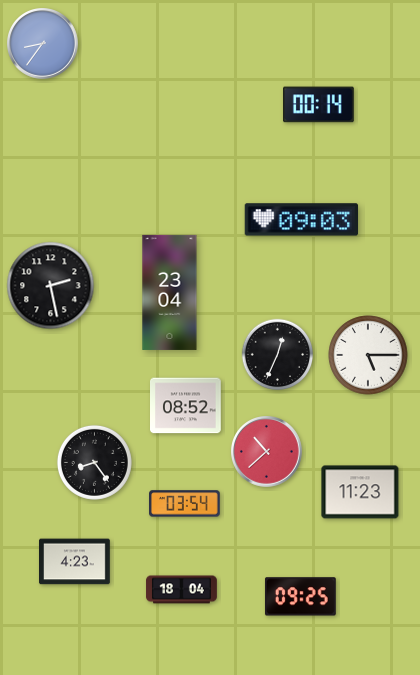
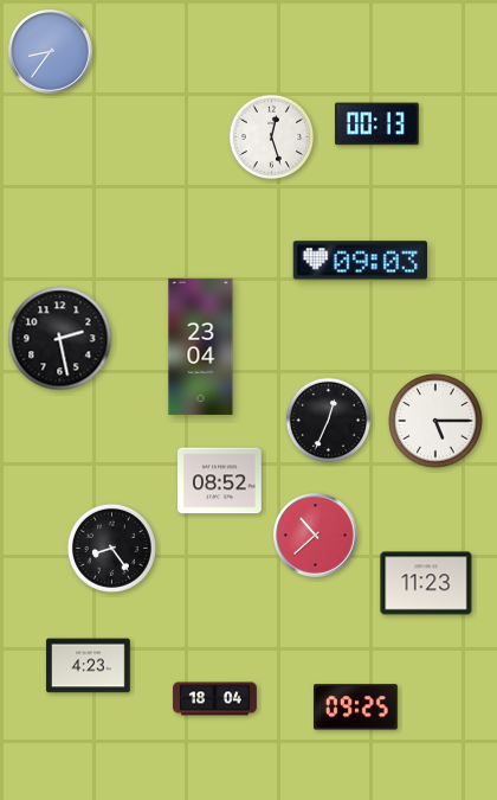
clock at (319, 105): 00:14 -> 00:13
clock at (272, 137): none -> 12:27
clock at (302, 220) position: (302, 220) -> (361, 261)
clock at (185, 504): 03:54 -> none
